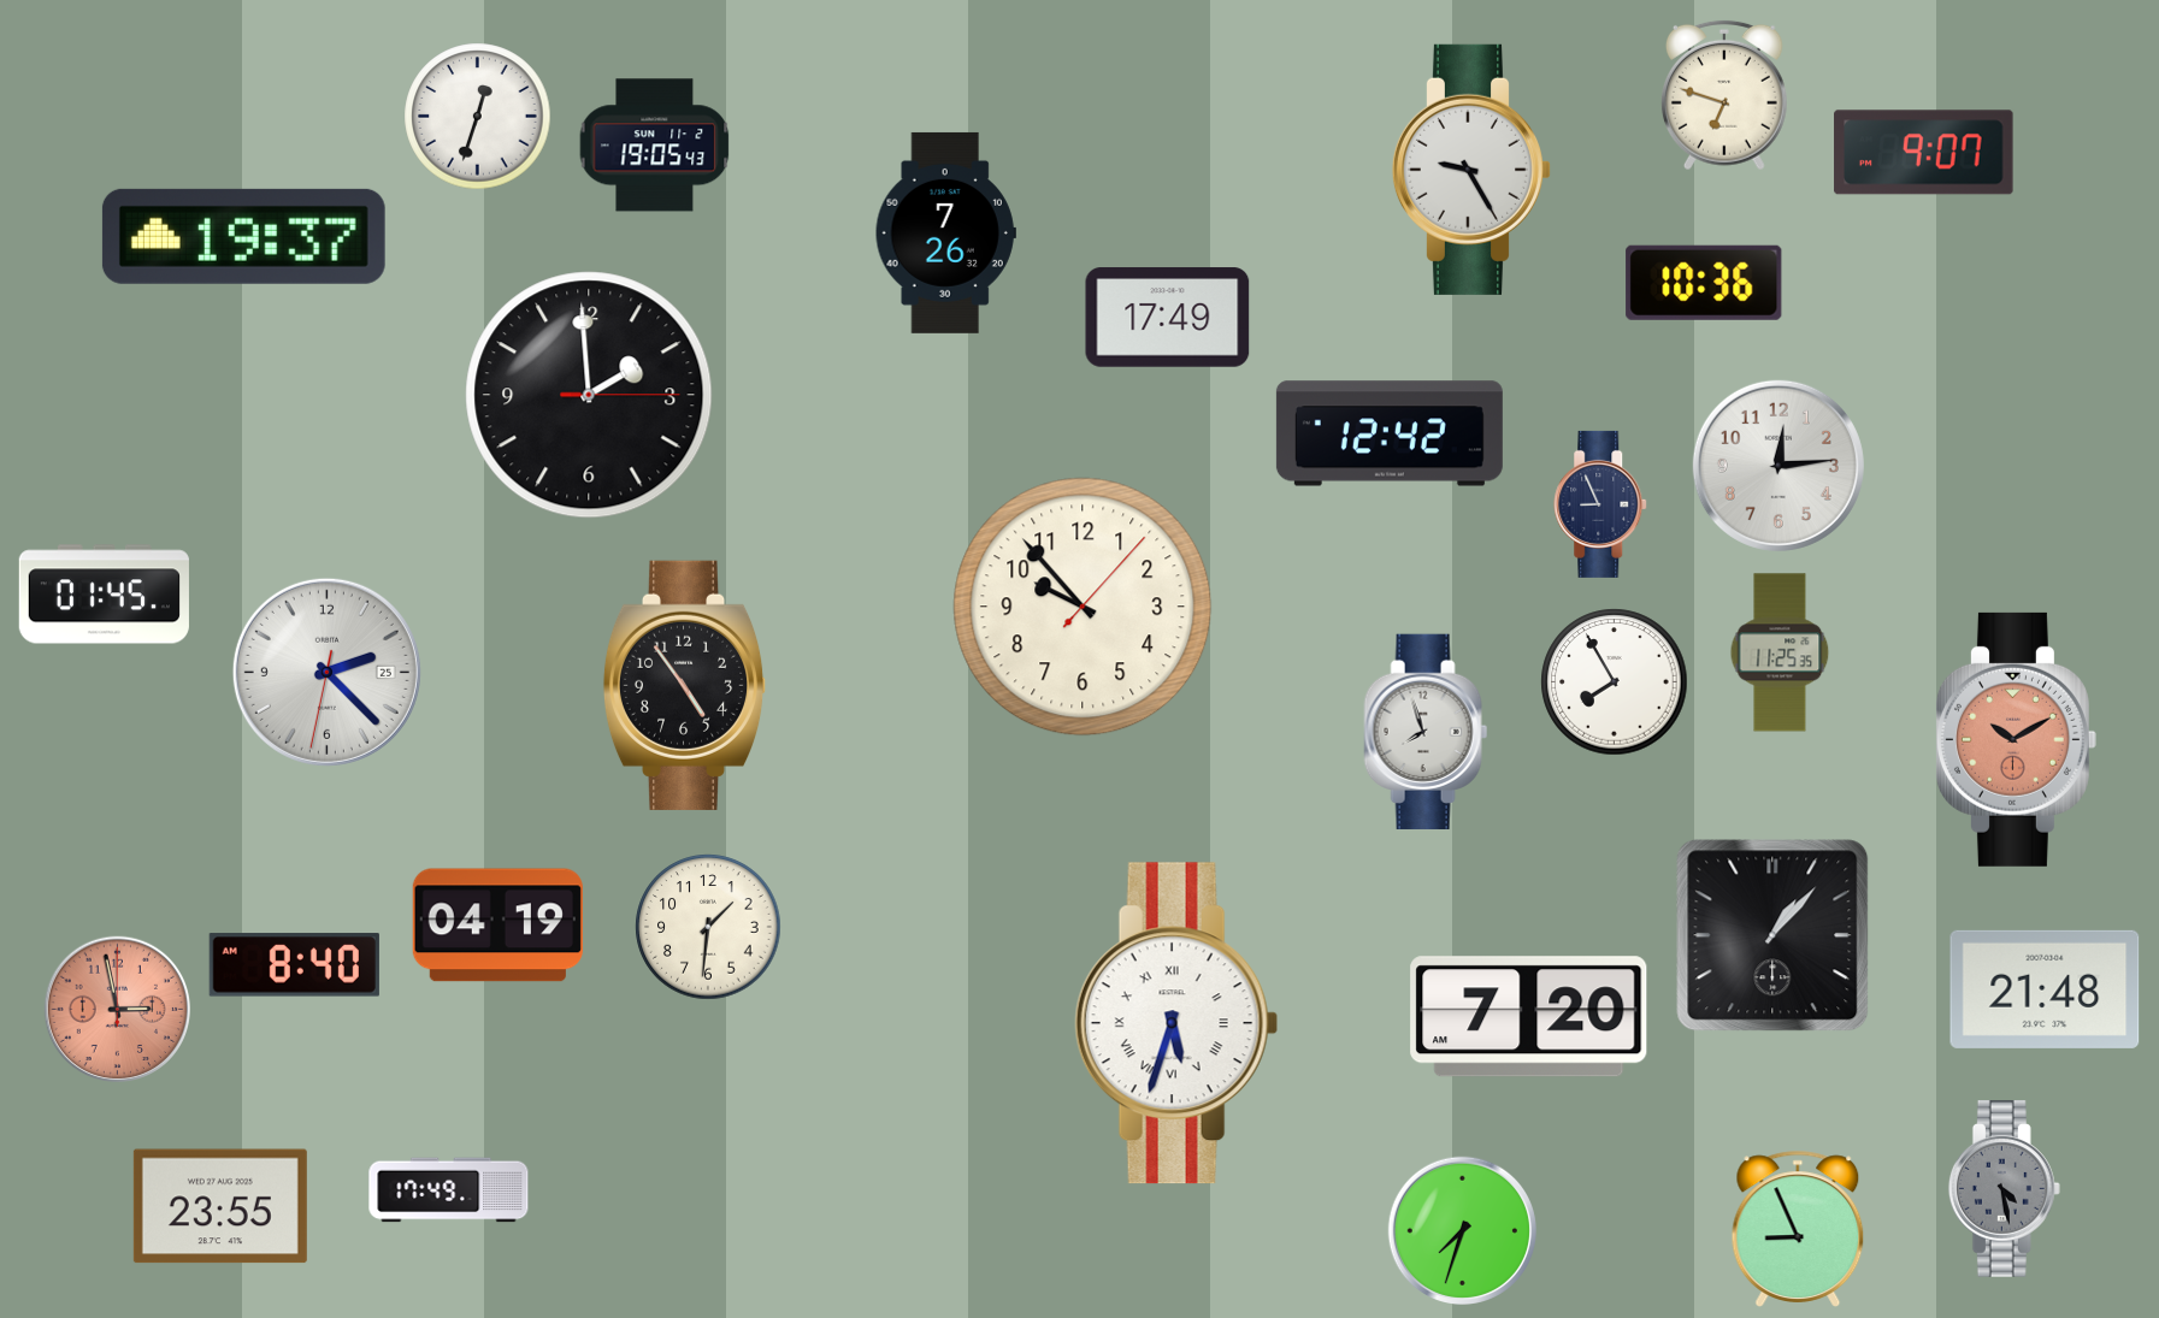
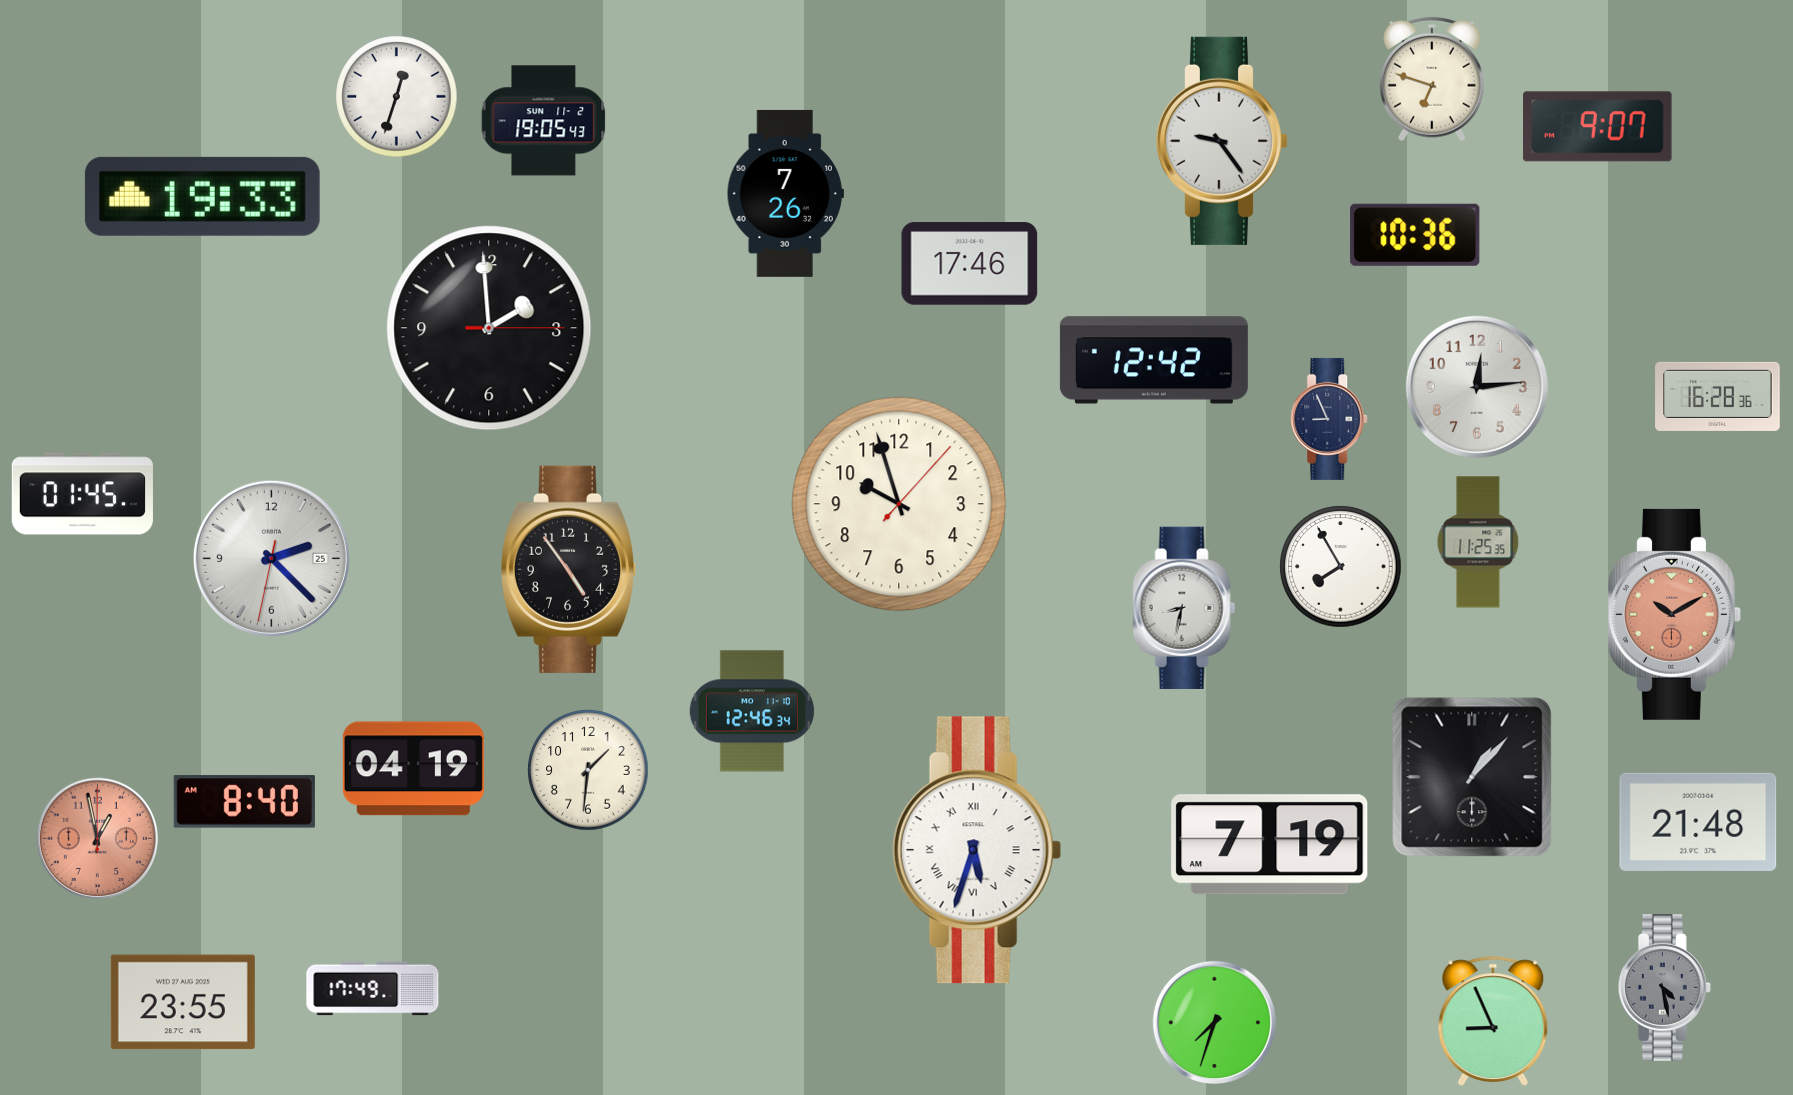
clock at (1470, 170): 9:25 -> 9:24
clock at (243, 236): 19:37 -> 19:33
clock at (1168, 318): 17:49 -> 17:46
clock at (1718, 396): none -> 16:28
clock at (104, 595) position: (104, 595) -> (82, 494)
clock at (1083, 607): 9:53 -> 9:57
clock at (1426, 732): 7:57 -> 8:32
clock at (752, 711): none -> 12:46
clock at (117, 1009): 2:58 -> 12:58
clock at (1529, 1017): 7:20 -> 7:19
